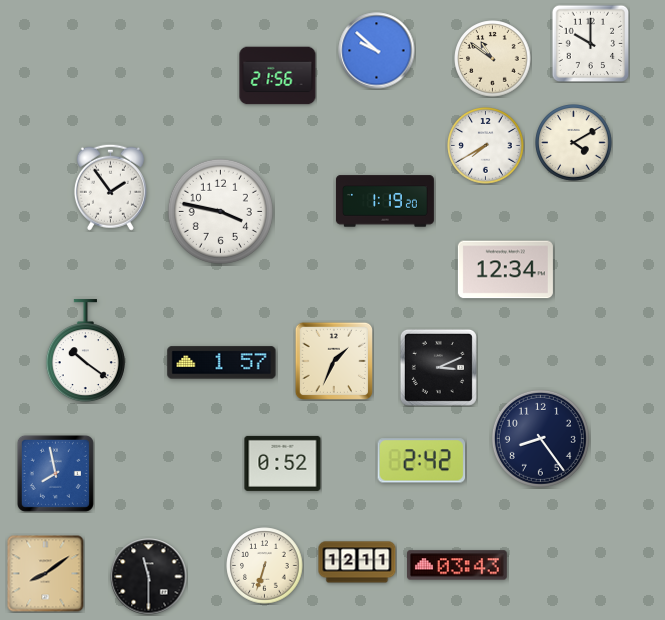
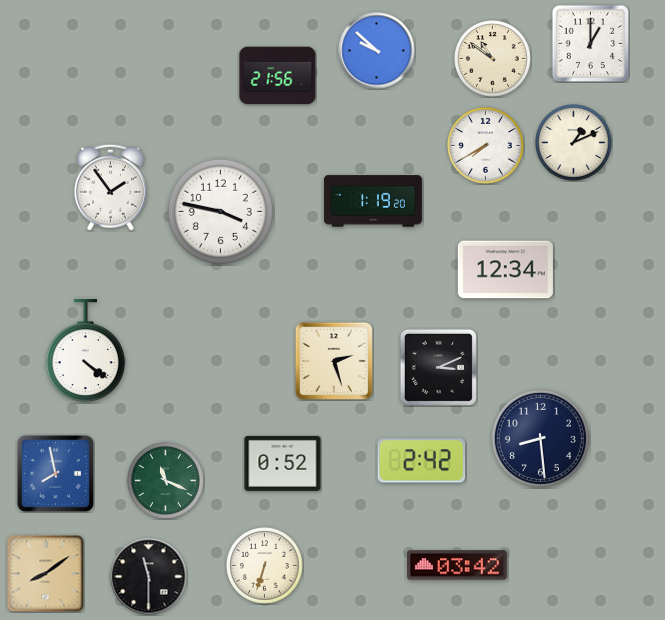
clock at (590, 43): 10:00 -> 1:00
clock at (574, 143): 4:10 -> 1:11
clock at (385, 201) position: (385, 201) -> (373, 201)
clock at (85, 351): 10:21 -> 4:21
clock at (333, 360): 1:34 -> 2:27
clock at (222, 363): 1:57 -> none
clock at (540, 438): 8:24 -> 8:29
clock at (166, 481): none -> 11:19
clock at (357, 562): 12:11 -> none
clock at (458, 565): 03:43 -> 03:42
